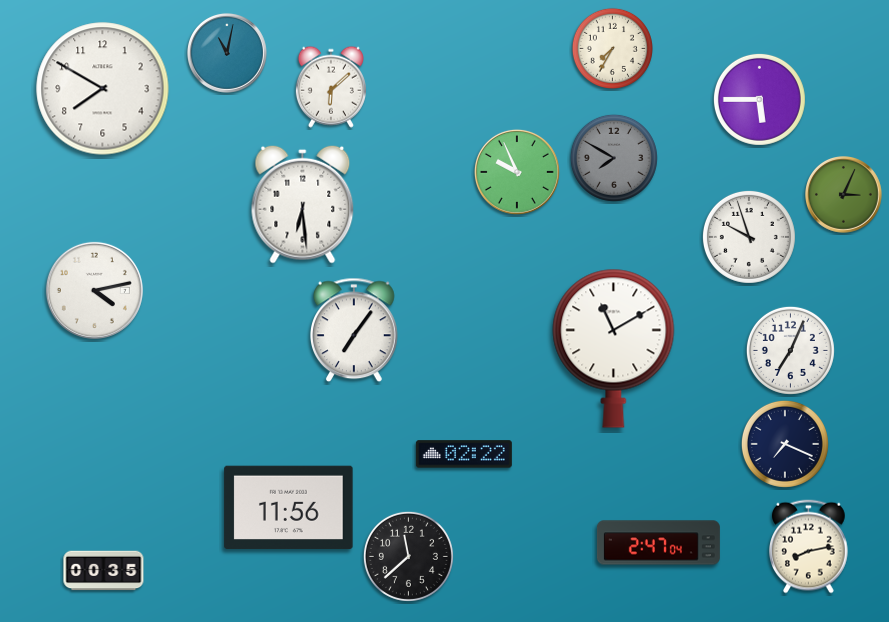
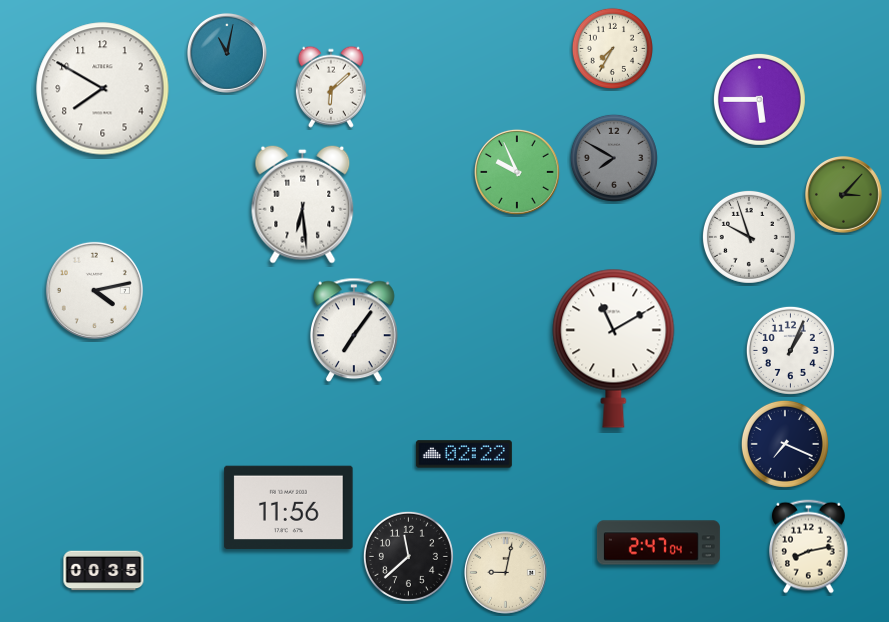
clock at (844, 195): 3:04 -> 3:07
clock at (790, 350): 7:04 -> 1:04
clock at (505, 572): none -> 9:02
